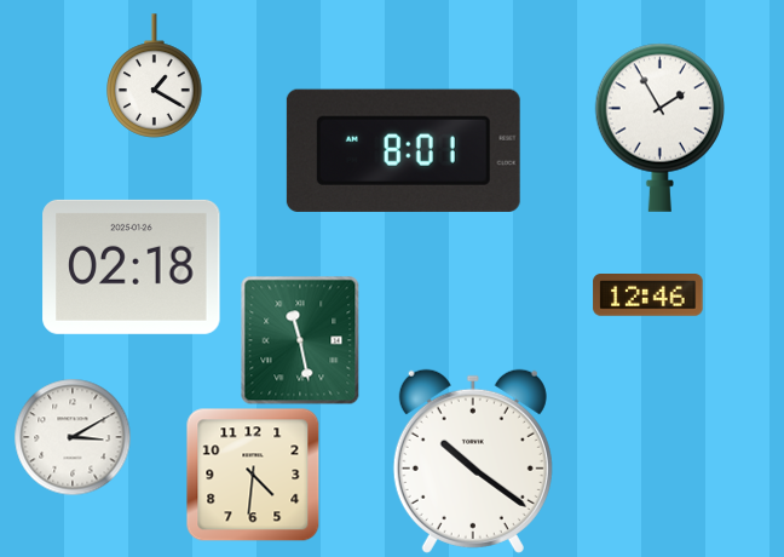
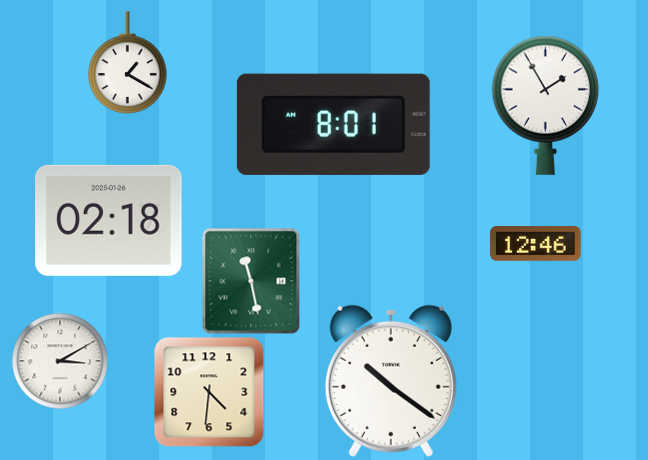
clock at (300, 340) position: (300, 340) -> (251, 281)
